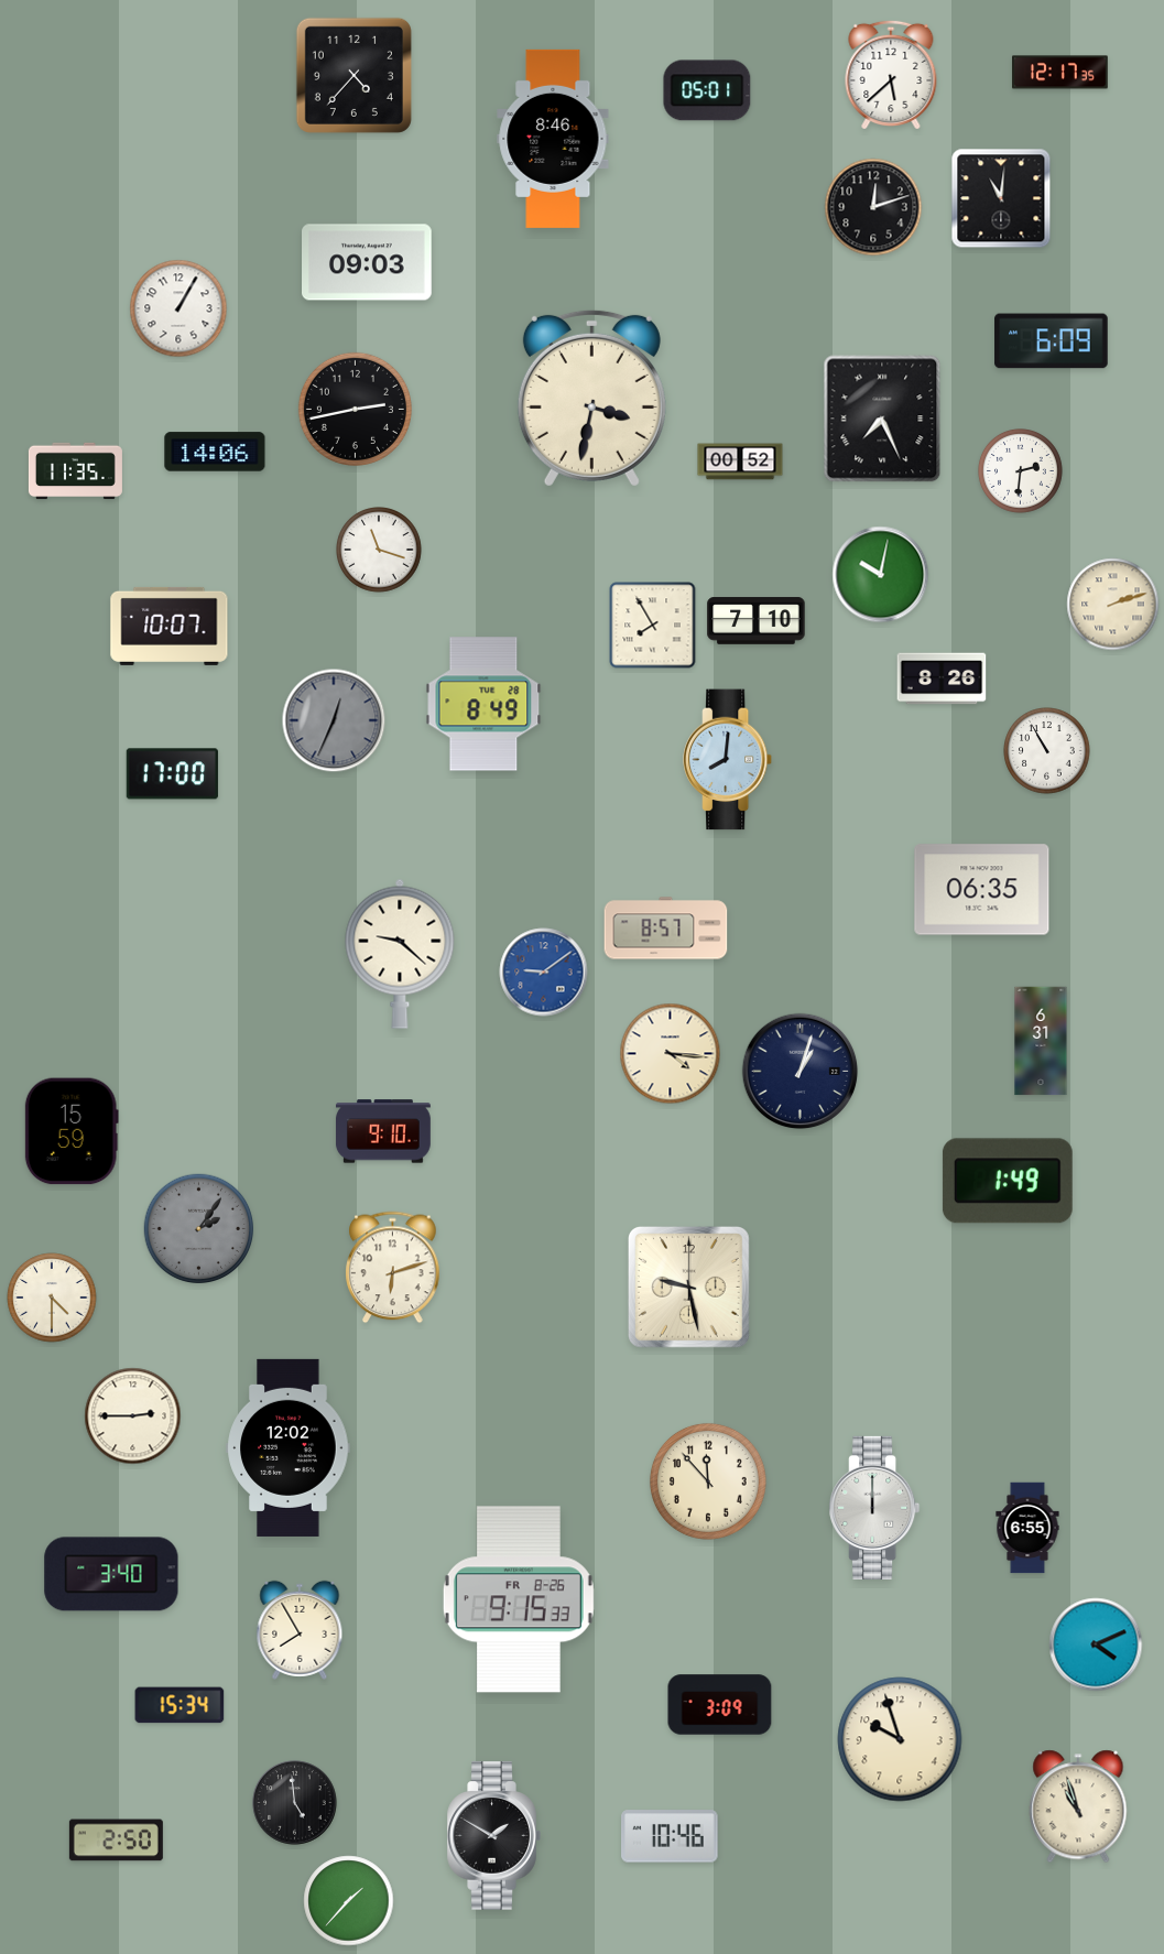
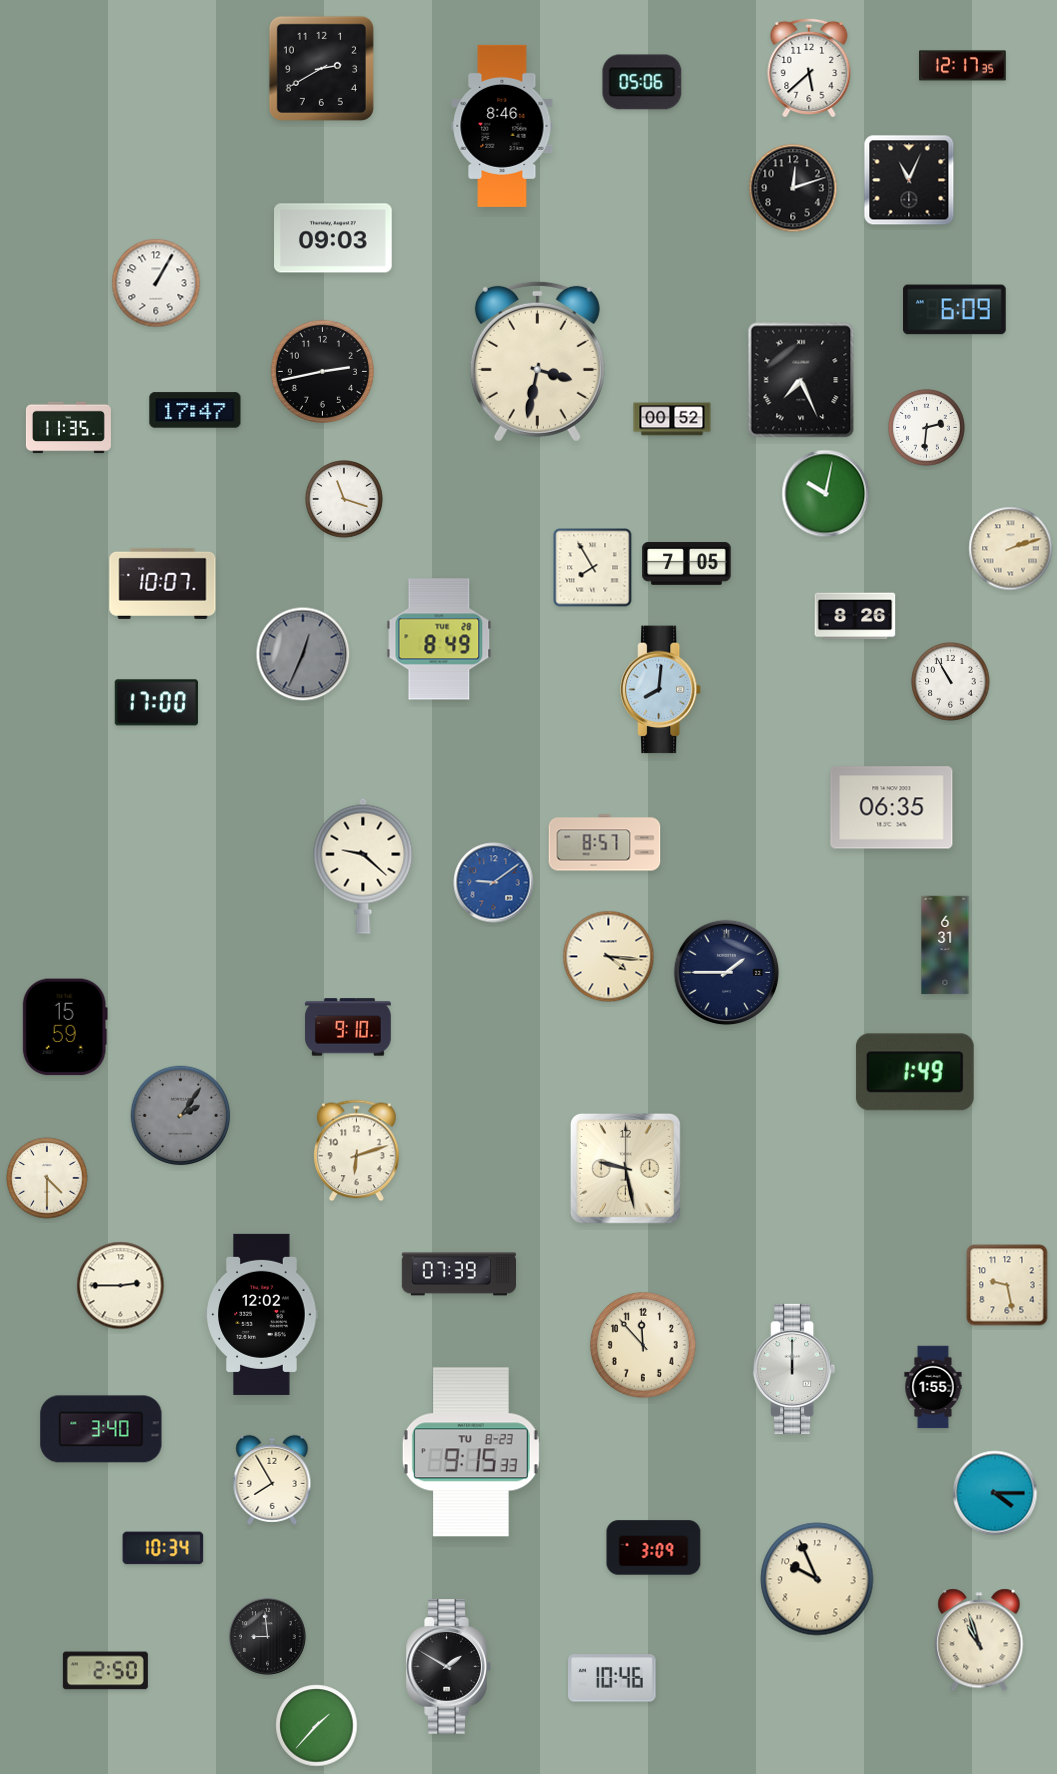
clock at (353, 75): 4:37 -> 2:40
clock at (707, 90): 05:01 -> 05:06
clock at (1001, 198): 11:01 -> 11:04
clock at (178, 308) position: (178, 308) -> (156, 283)
clock at (215, 452): 14:06 -> 17:47
clock at (881, 575) position: (881, 575) -> (826, 494)
clock at (757, 621): 7:10 -> 7:05
clock at (170, 626) position: (170, 626) -> (163, 583)
clock at (801, 1072): 1:03 -> 1:45
clock at (458, 1274): none -> 07:39
clock at (1007, 1285): none -> 9:28
clock at (1027, 1528): 6:55 -> 1:55
clock at (519, 1599) date: FR 8-26 -> TU 8-23
clock at (1096, 1644): 4:11 -> 4:15
clock at (180, 1705): 15:34 -> 10:34
clock at (900, 1739): 9:57 -> 9:56
clock at (295, 1803): 4:59 -> 8:59
clock at (670, 1836) position: (670, 1836) -> (612, 1678)
